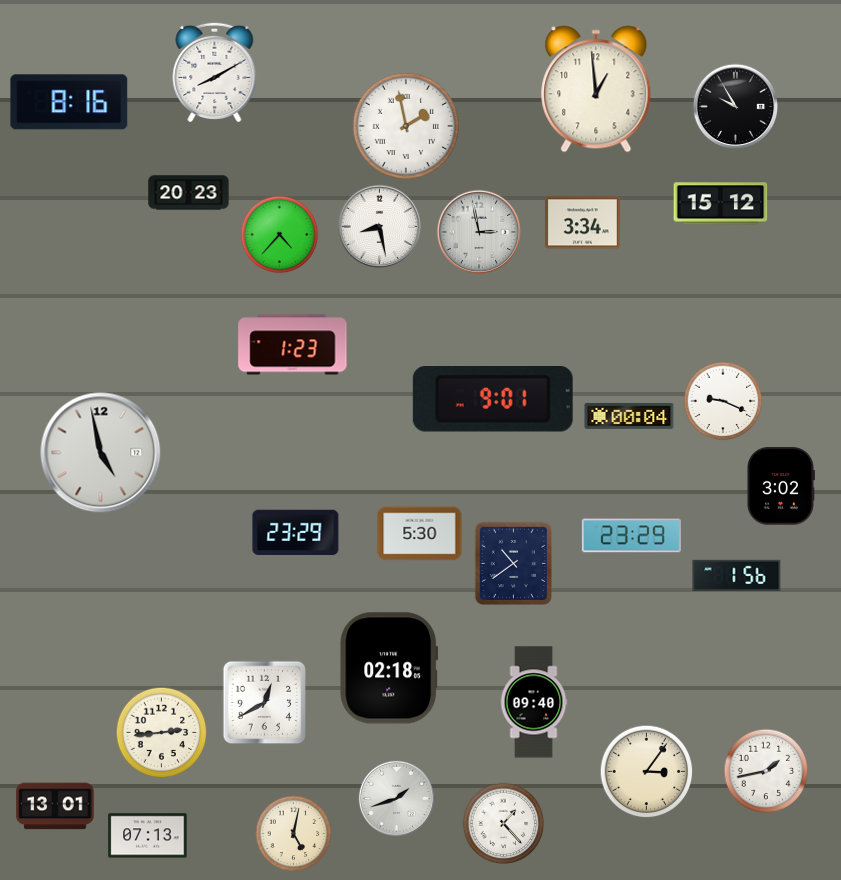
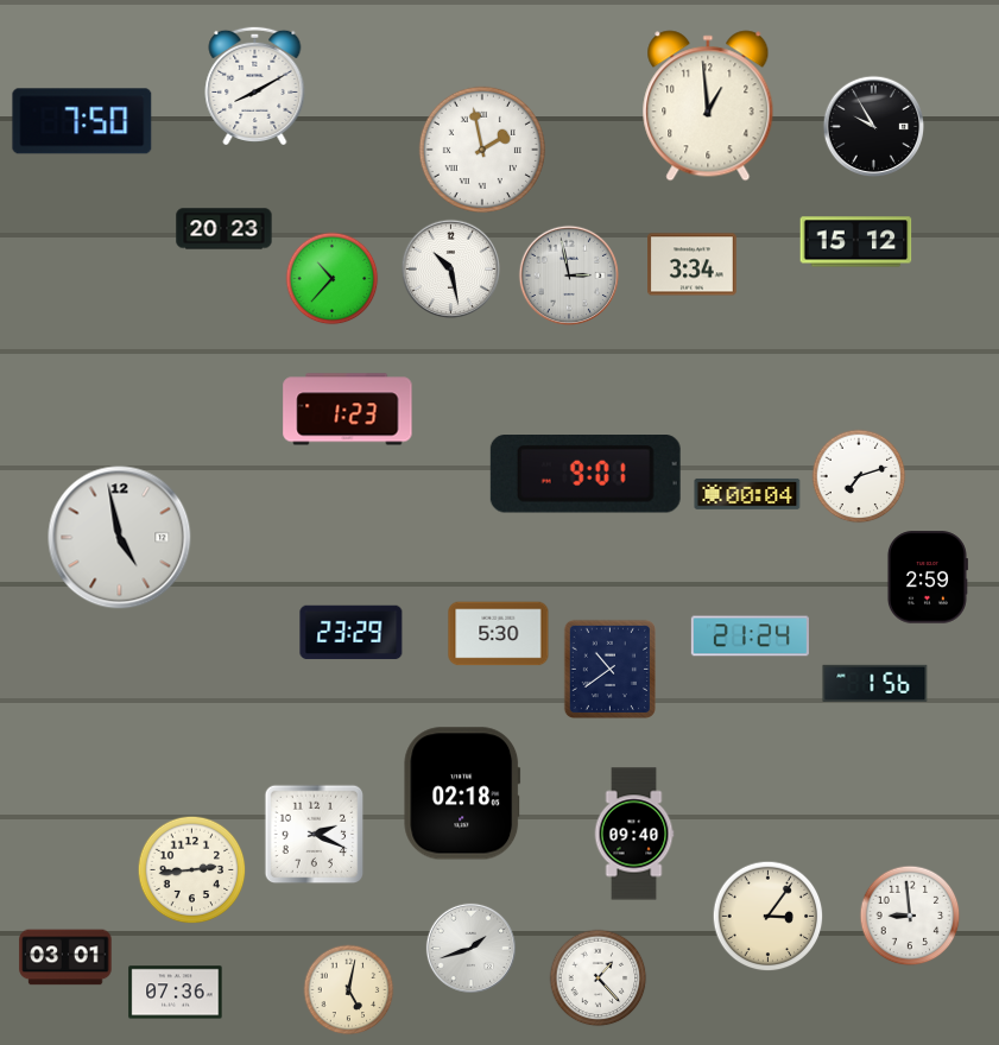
clock at (69, 102): 8:16 -> 7:50
clock at (380, 227): 8:28 -> 10:28
clock at (280, 235): 4:37 -> 10:37
clock at (723, 401): 9:19 -> 7:12
clock at (780, 486): 3:02 -> 2:59
clock at (631, 536): 23:29 -> 21:24
clock at (265, 703): 12:40 -> 2:19
clock at (766, 771): 1:43 -> 8:59
clock at (55, 806): 13:01 -> 03:01
clock at (148, 836): 07:13 -> 07:36
